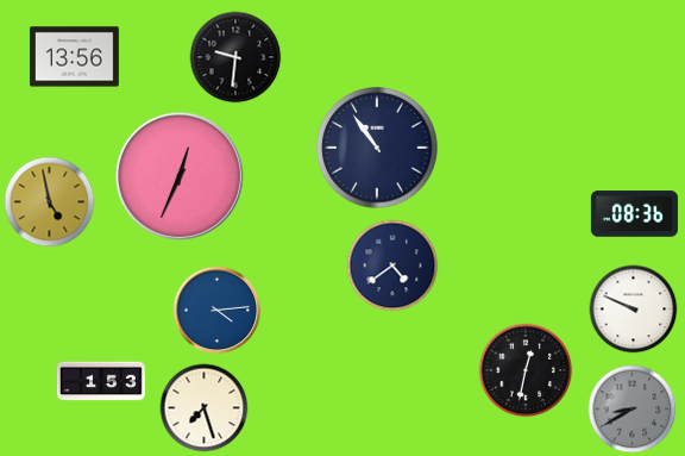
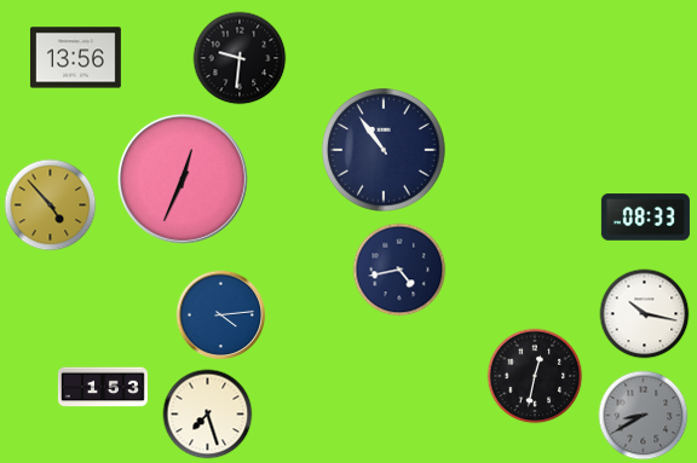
clock at (50, 202): 4:58 -> 4:53
clock at (634, 214): 08:36 -> 08:33
clock at (392, 266): 4:39 -> 4:43
clock at (634, 310): 9:49 -> 10:17
